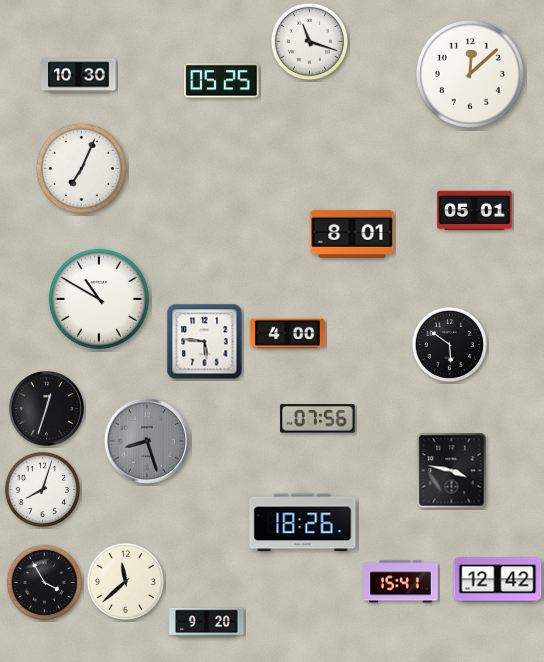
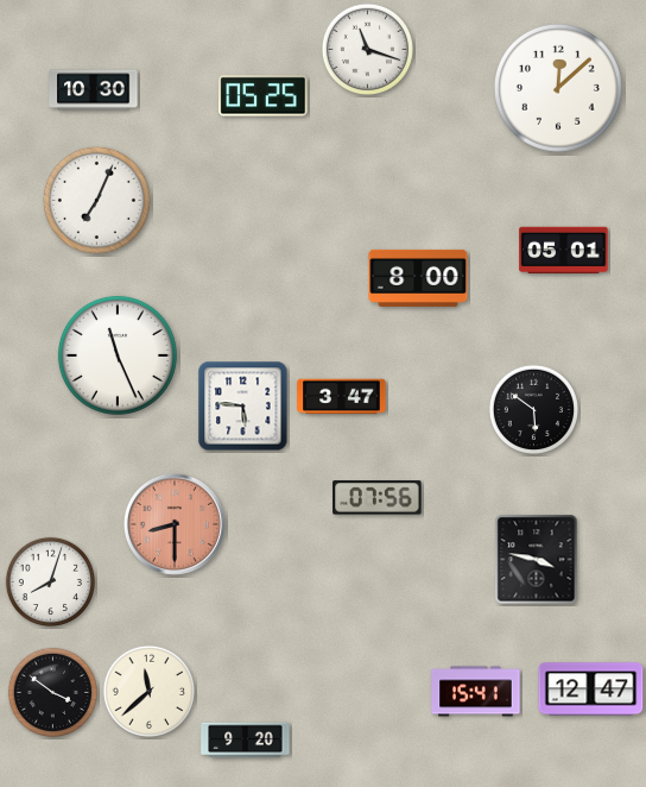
clock at (352, 234): 8:01 -> 8:00
clock at (99, 299): 10:50 -> 11:26
clock at (288, 334): 4:00 -> 3:47
clock at (47, 409): 12:33 -> none
clock at (147, 441): 8:27 -> 8:30
clock at (147, 441) dial: grey -> salmon
clock at (303, 523): 18:26 -> none
clock at (498, 580): 12:42 -> 12:47
clock at (44, 582): 3:55 -> 3:51
